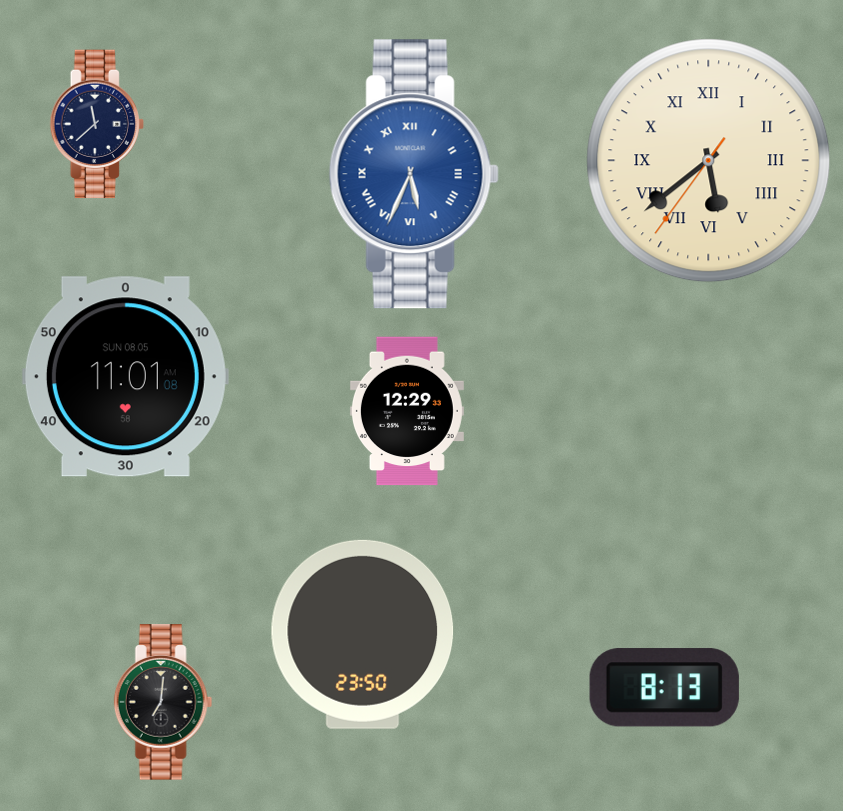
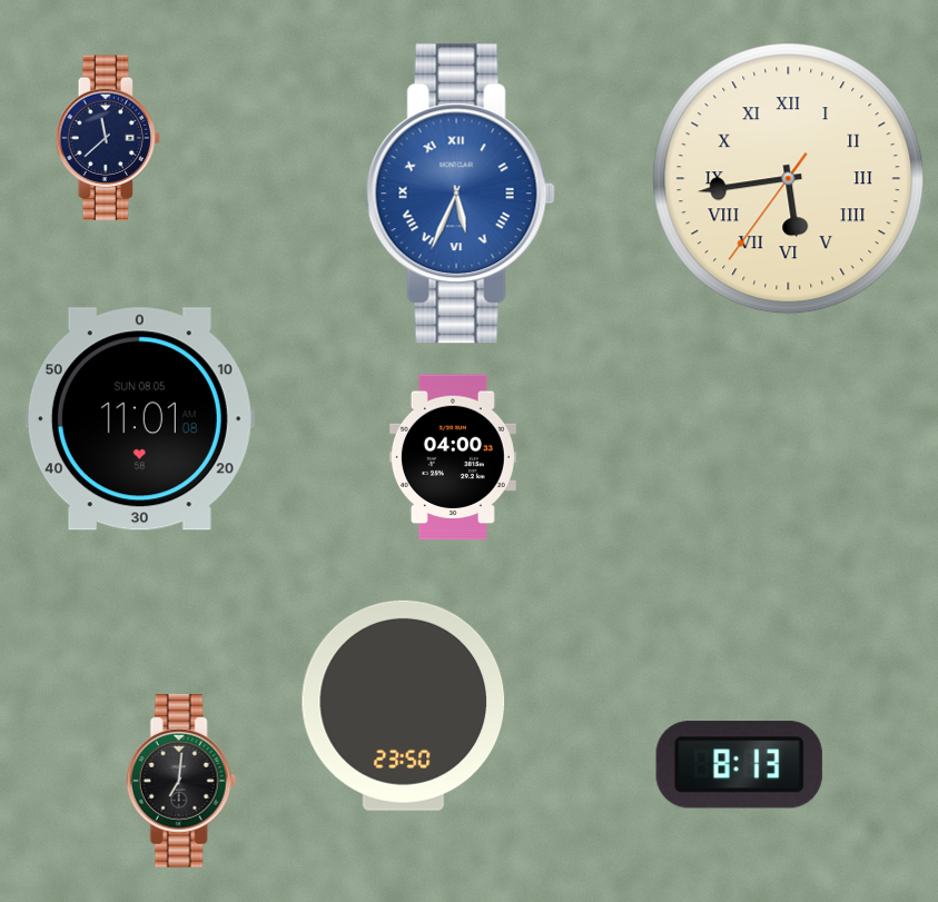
clock at (709, 161): 5:38 -> 5:43
clock at (407, 411): 12:29 -> 04:00
